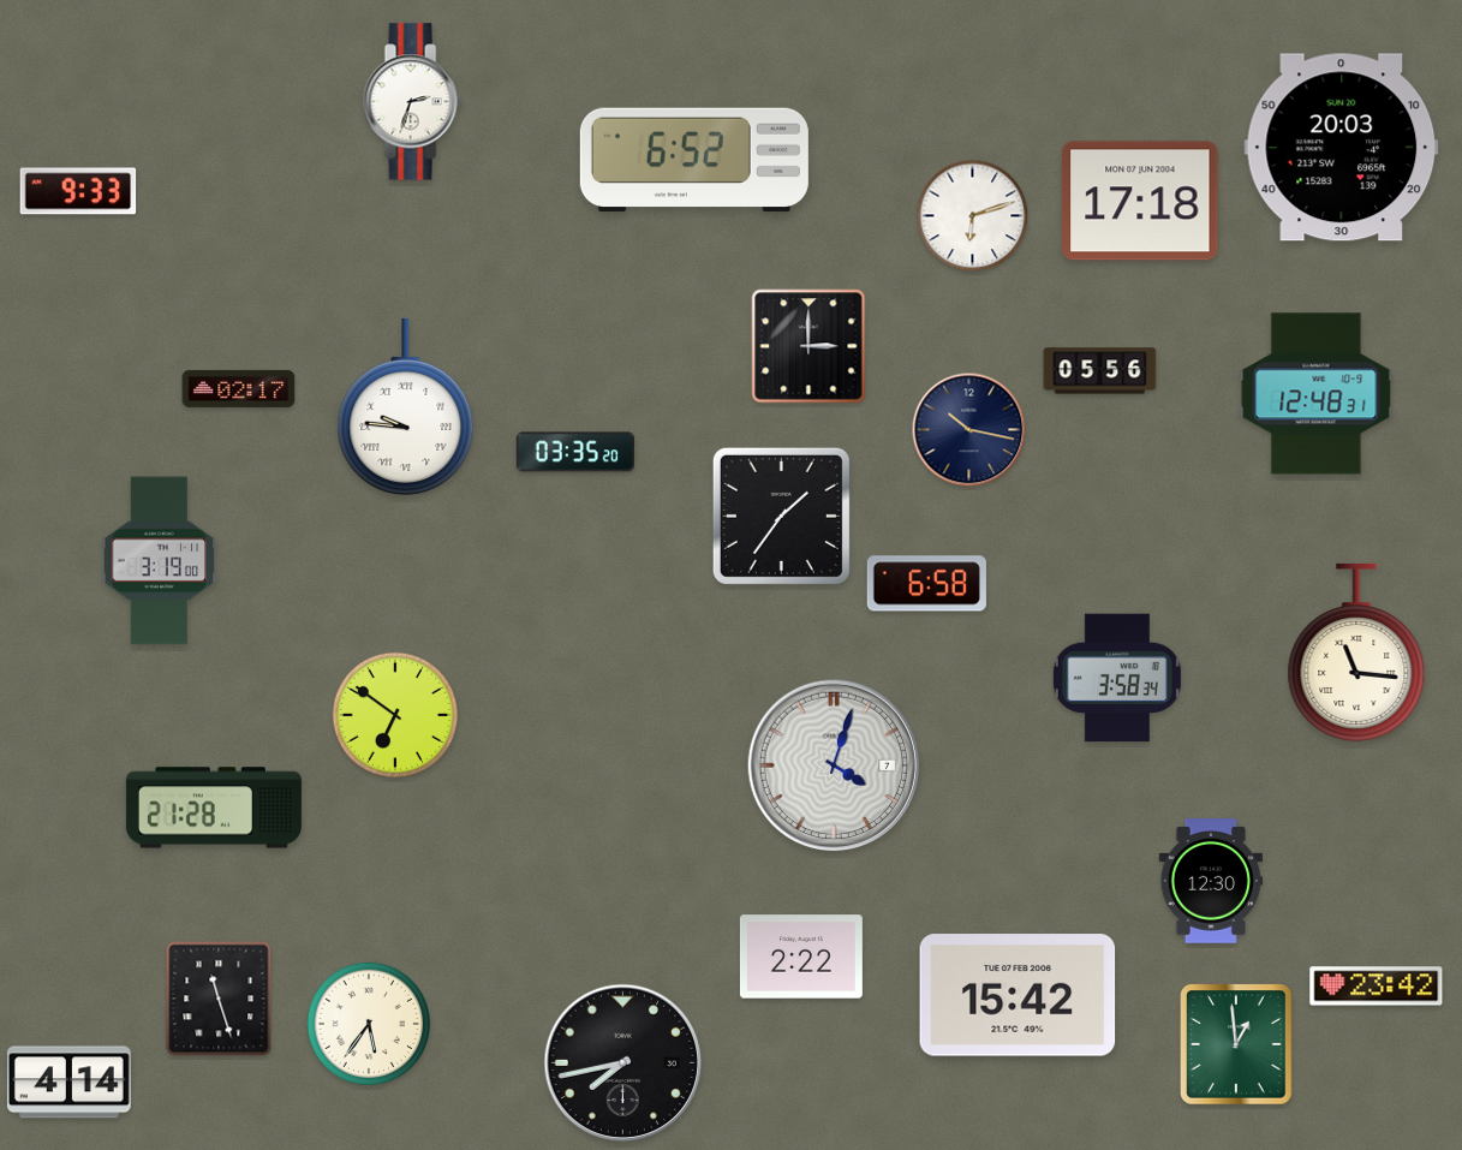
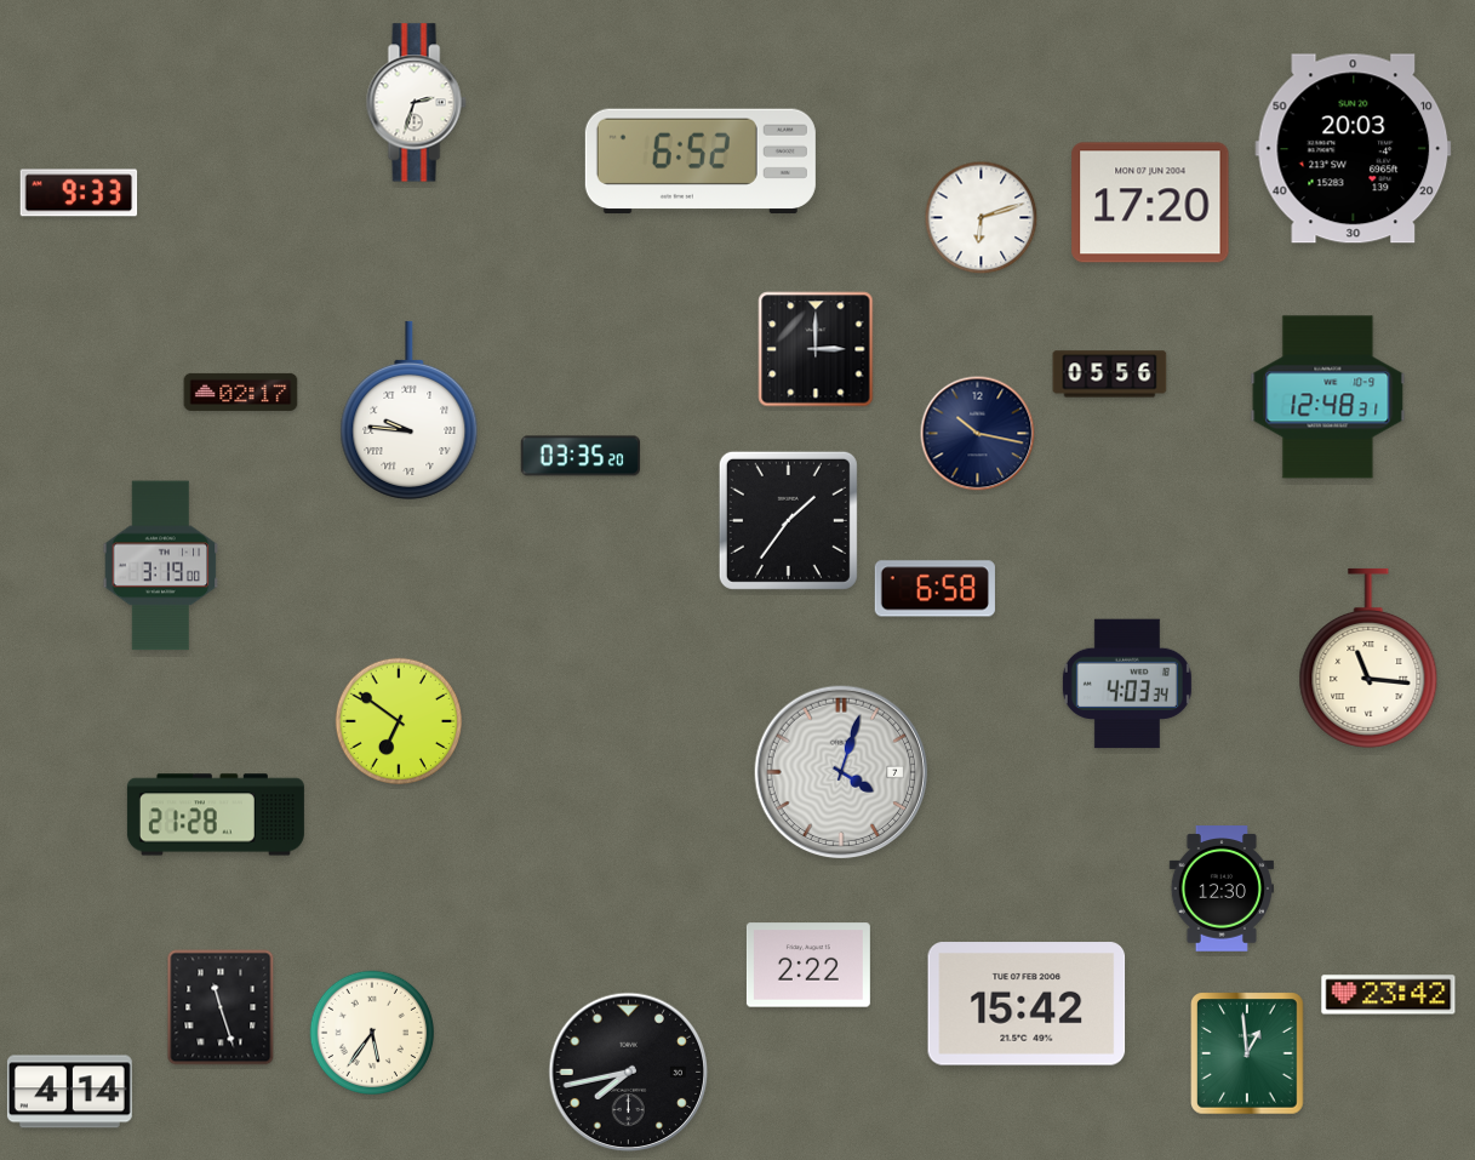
clock at (1140, 201): 17:18 -> 17:20
clock at (1117, 678): 3:58 -> 4:03
